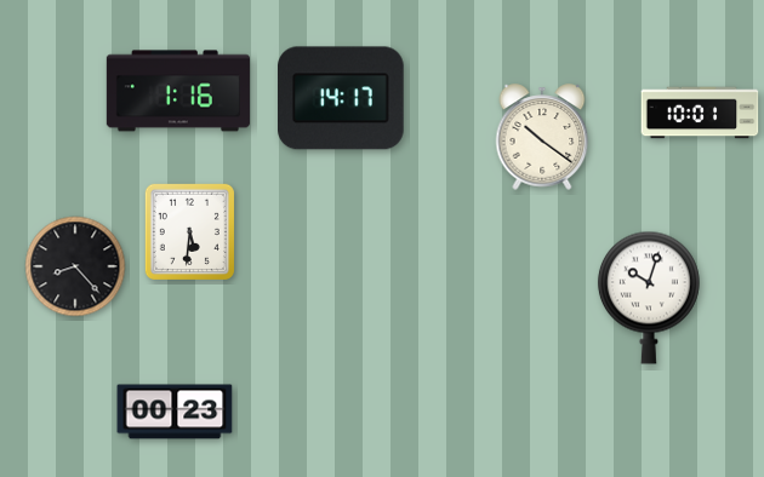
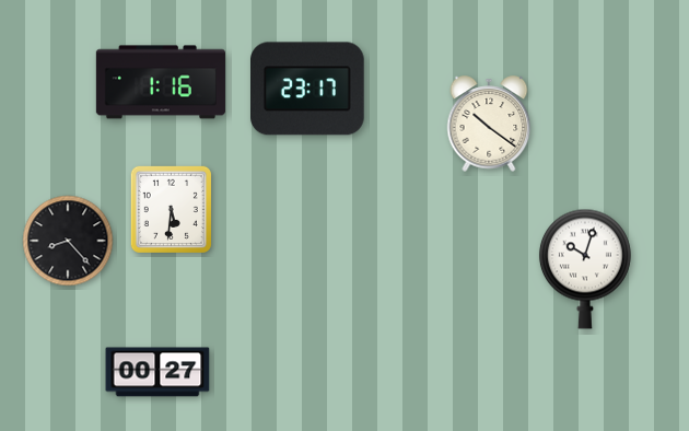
clock at (342, 98): 14:17 -> 23:17
clock at (700, 113): 10:01 -> none
clock at (175, 412): 00:23 -> 00:27
